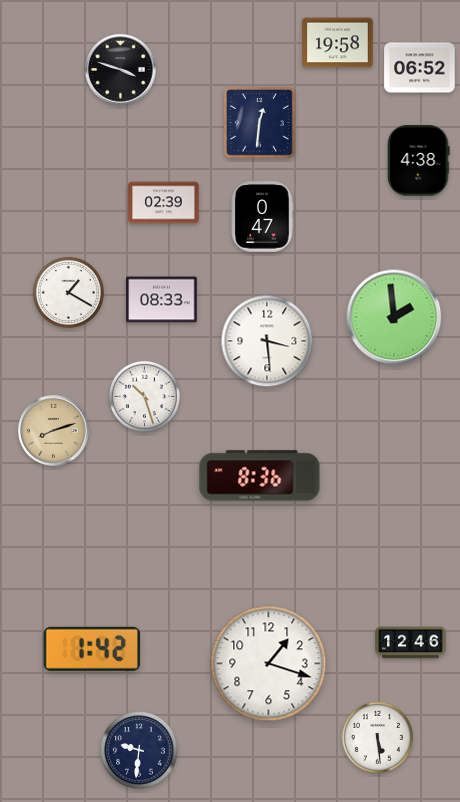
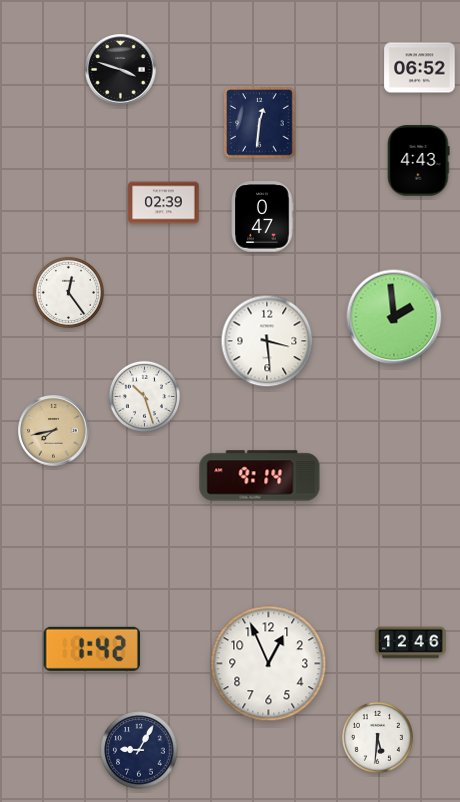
clock at (338, 43): 19:58 -> none
clock at (419, 161): 4:38 -> 4:43
clock at (68, 292): 1:20 -> 12:24
clock at (162, 300): 08:33 -> none
clock at (54, 431): 8:12 -> 7:43
clock at (260, 476): 8:36 -> 9:14
clock at (269, 664): 1:18 -> 12:56
clock at (377, 737): 5:29 -> 5:31
clock at (139, 750): 9:31 -> 9:05
